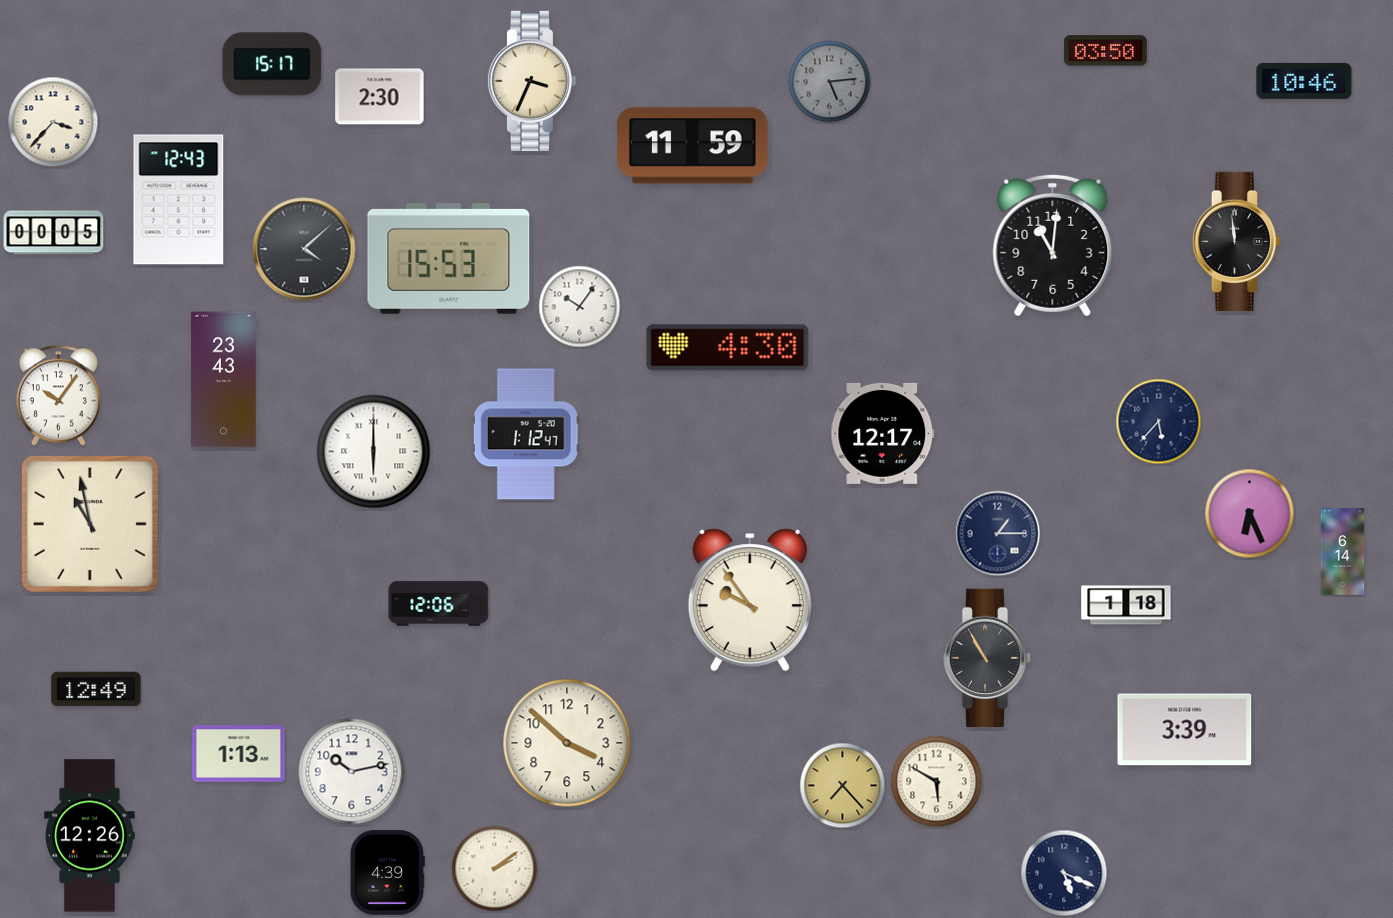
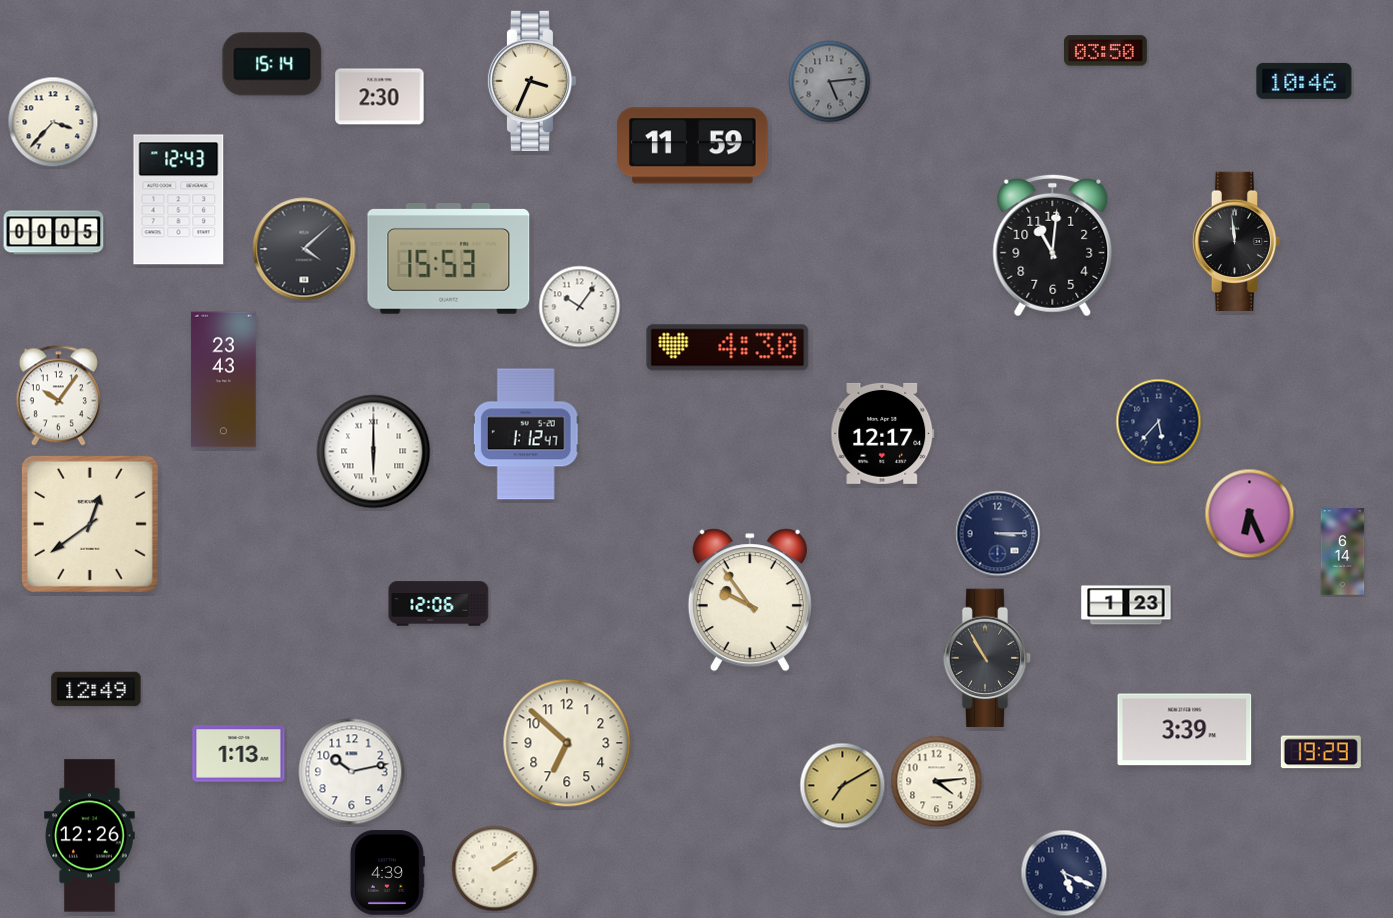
clock at (272, 64): 15:17 -> 15:14
clock at (90, 524): 10:58 -> 12:39
clock at (998, 534): 1:15 -> 3:15
clock at (1126, 605): 1:18 -> 1:23
clock at (567, 743): 3:52 -> 6:52
clock at (1321, 752): none -> 19:29
clock at (937, 782): 5:50 -> 4:14
clock at (843, 786): 7:23 -> 7:10
